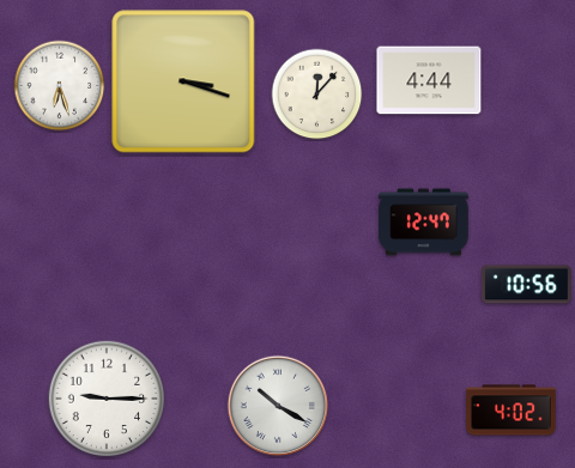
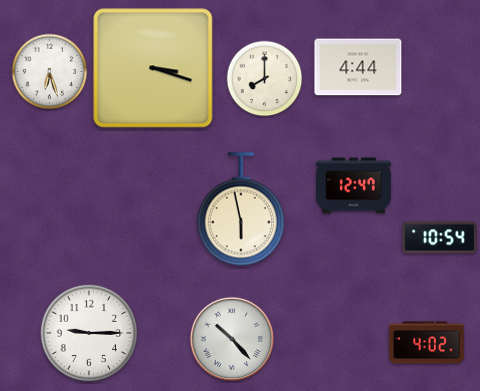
clock at (317, 95): 12:07 -> 8:00
clock at (241, 209): none -> 5:58
clock at (527, 285): 10:56 -> 10:54
clock at (278, 406): 10:20 -> 10:23
